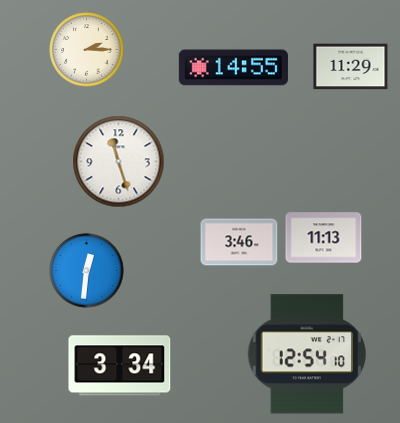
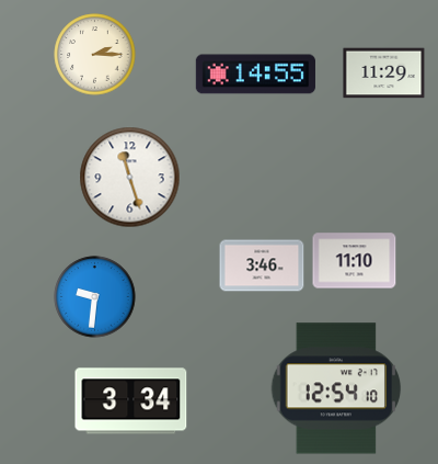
clock at (324, 238): 11:13 -> 11:10
clock at (87, 271): 12:31 -> 9:31
